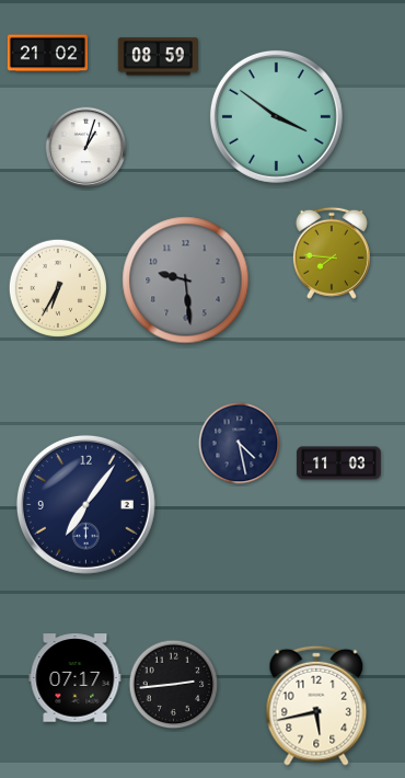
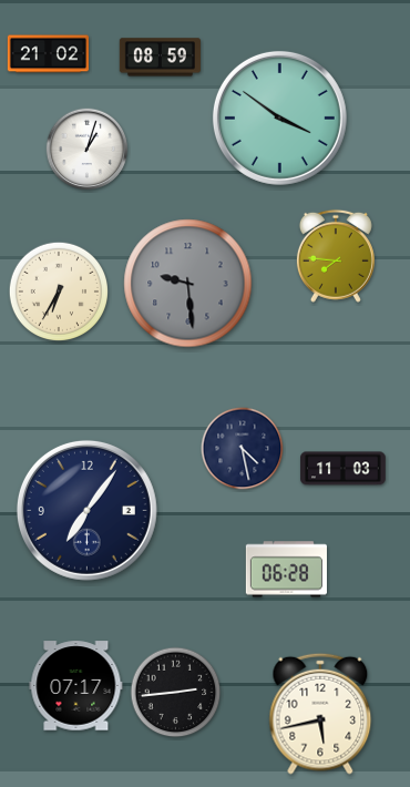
clock at (286, 570): none -> 06:28
